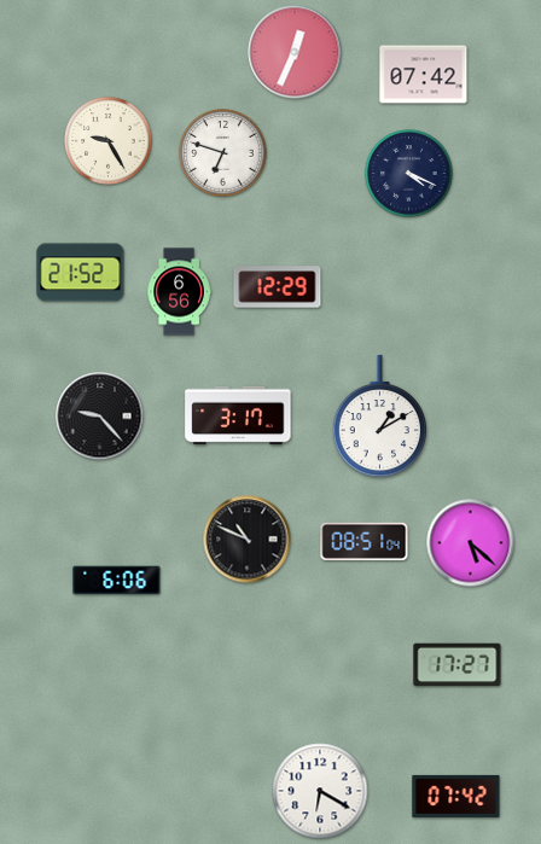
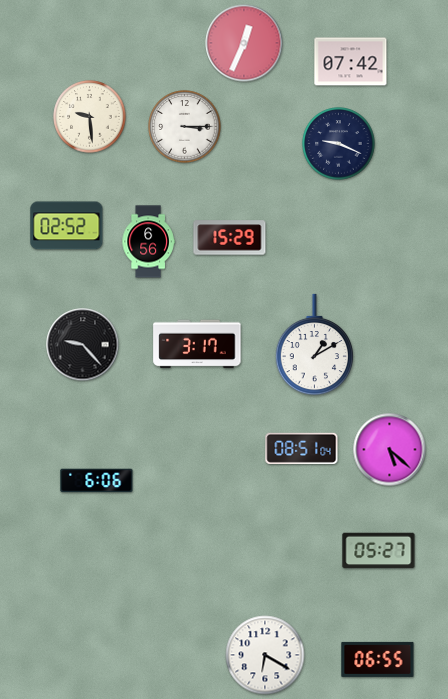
clock at (109, 141): 9:25 -> 9:29
clock at (223, 153): 6:48 -> 3:15
clock at (409, 174): 4:19 -> 9:19
clock at (81, 273): 21:52 -> 02:52
clock at (278, 287): 12:29 -> 15:29
clock at (248, 540): 10:49 -> none
clock at (458, 665): 17:27 -> 05:27
clock at (456, 796): 07:42 -> 06:55
